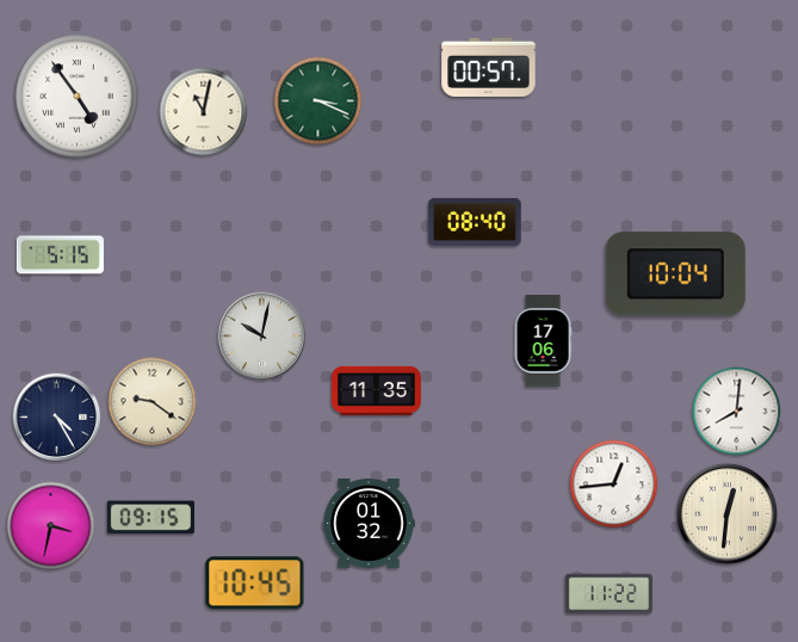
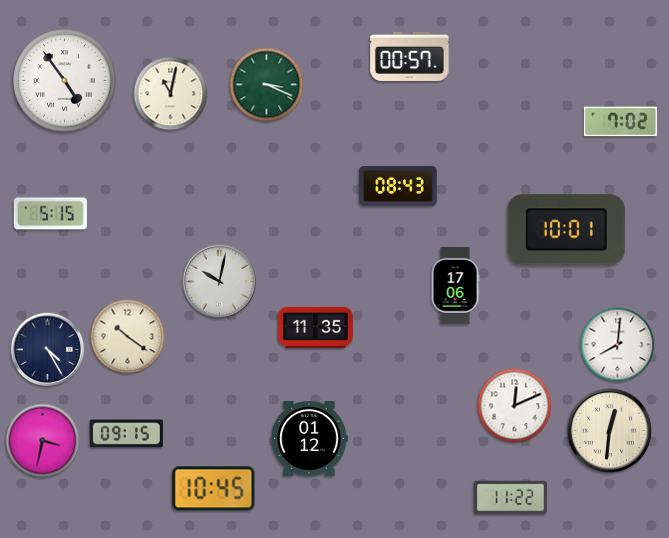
clock at (620, 122): none -> 7:02
clock at (475, 222): 08:40 -> 08:43
clock at (675, 274): 10:04 -> 10:01
clock at (153, 402): 9:21 -> 10:21
clock at (614, 484): 12:44 -> 12:11
clock at (369, 524): 01:32 -> 01:12
